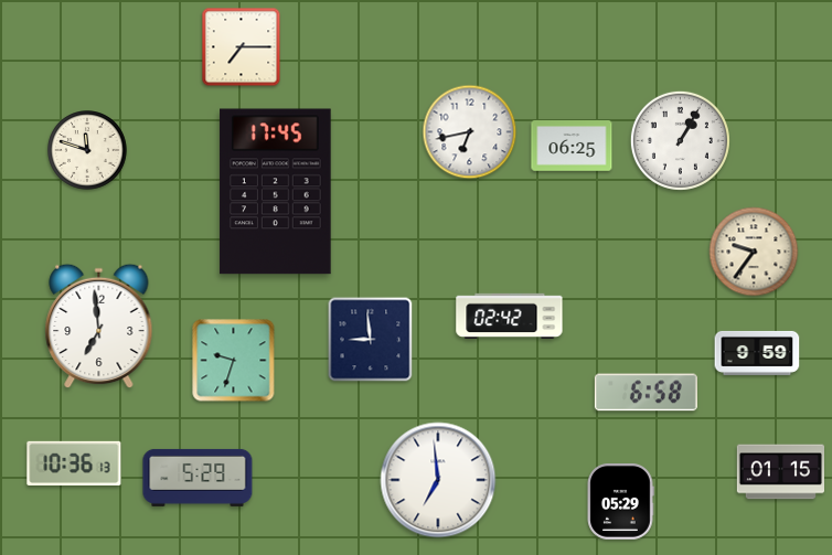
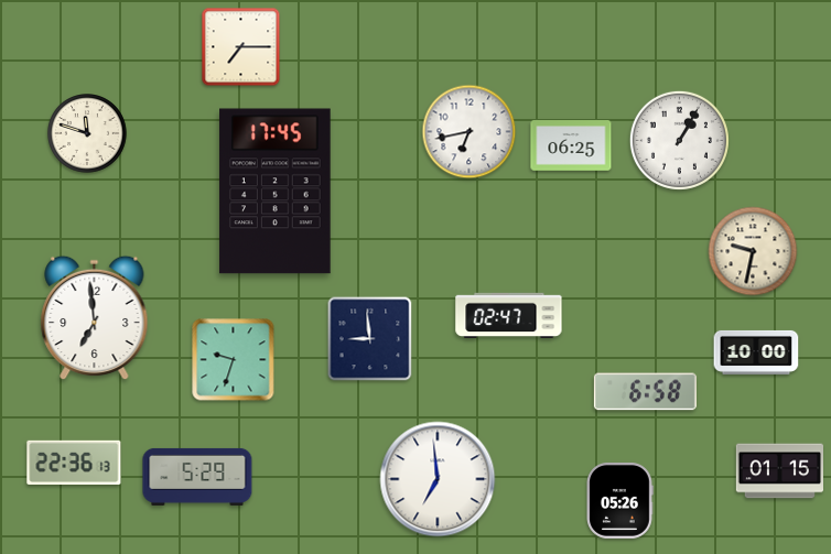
clock at (88, 151) position: (88, 151) -> (88, 134)
clock at (754, 252): 9:36 -> 9:32
clock at (510, 316): 02:42 -> 02:47
clock at (99, 327) position: (99, 327) -> (95, 318)
clock at (757, 353): 9:59 -> 10:00
clock at (74, 463): 10:36 -> 22:36
clock at (620, 502): 05:29 -> 05:26
